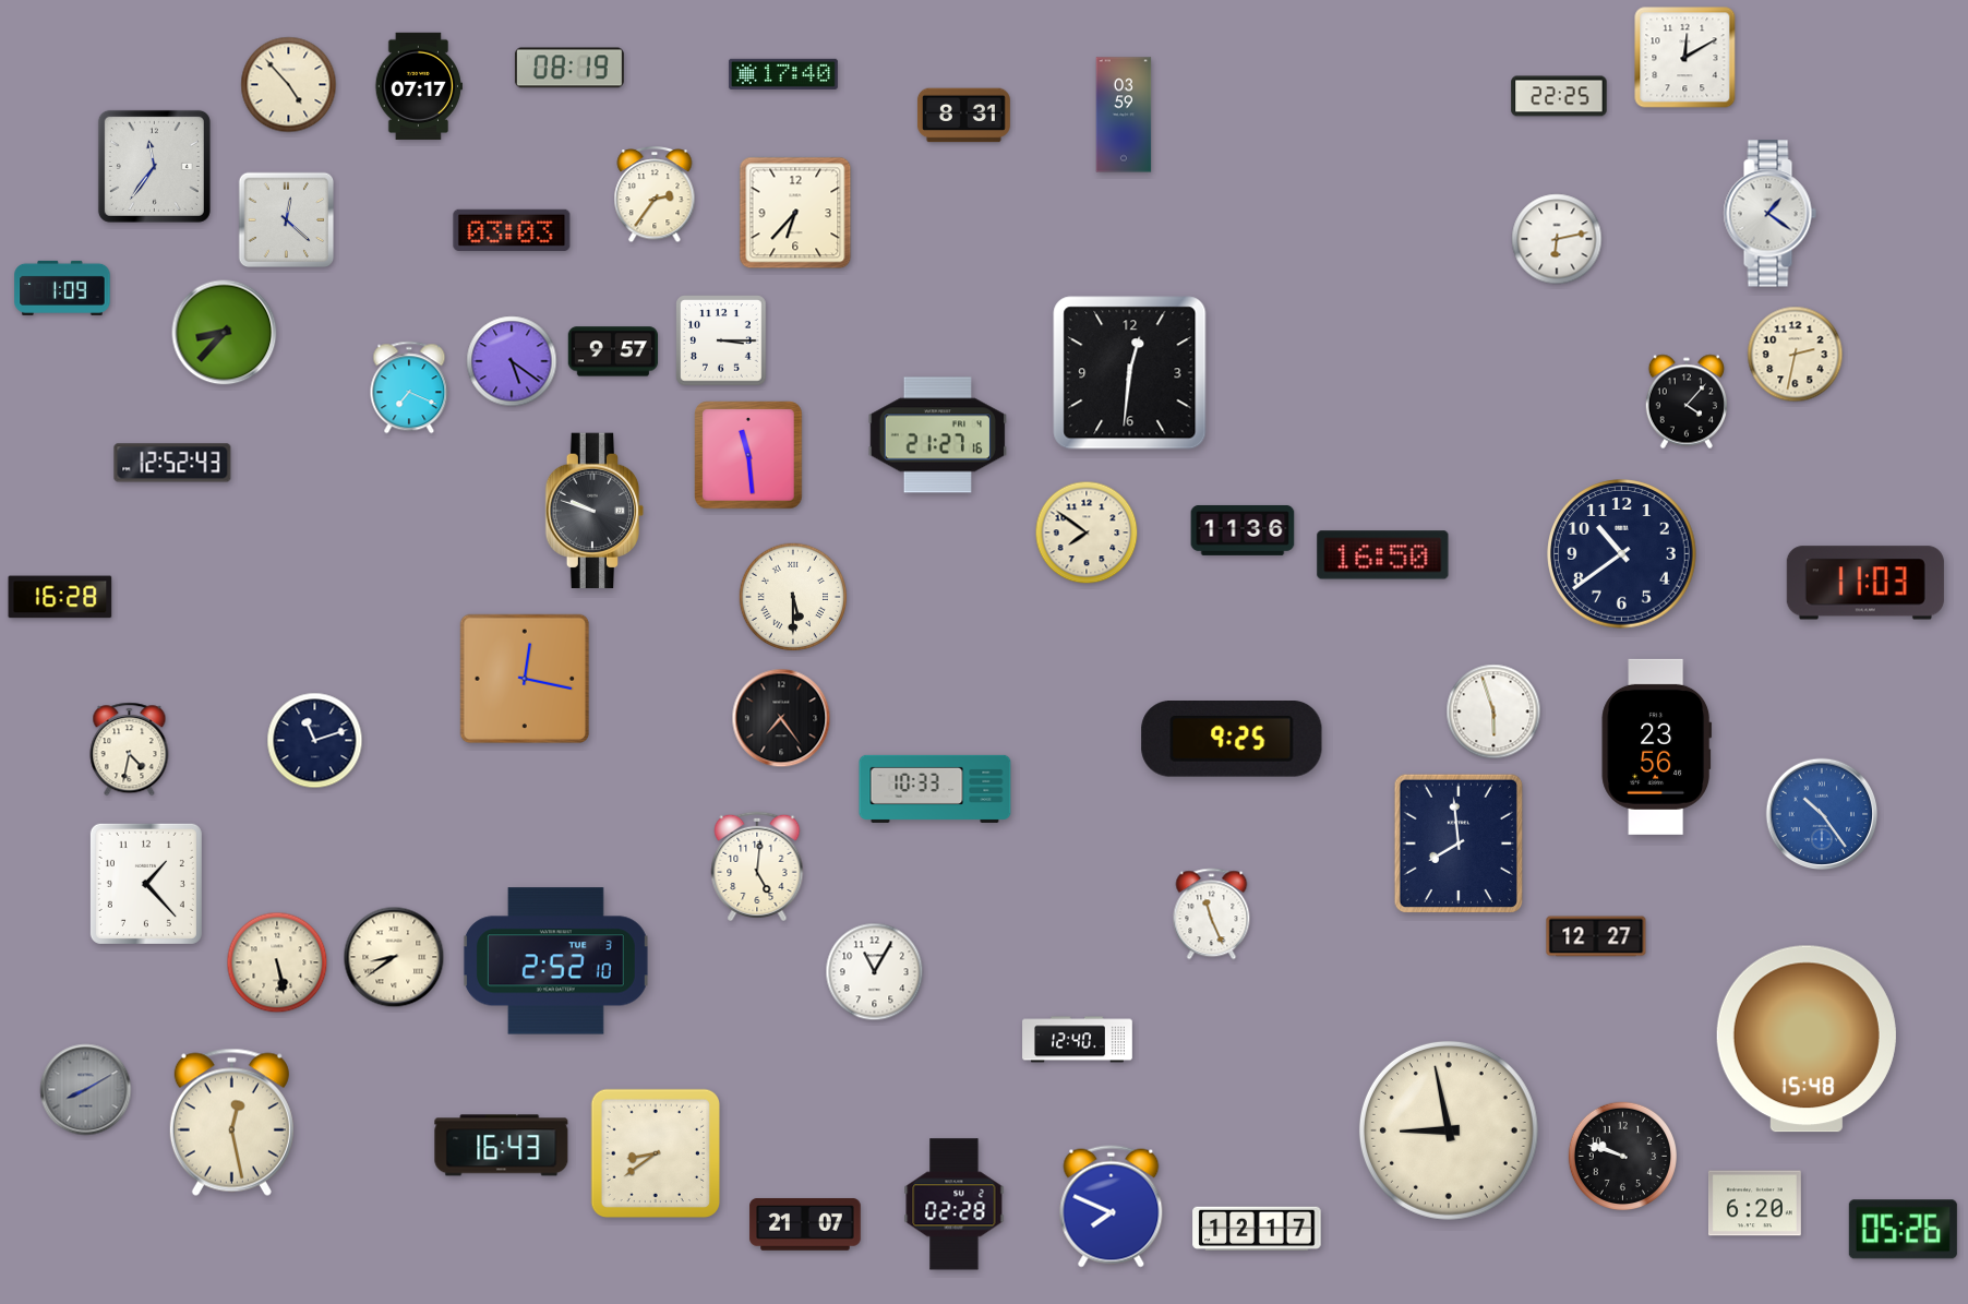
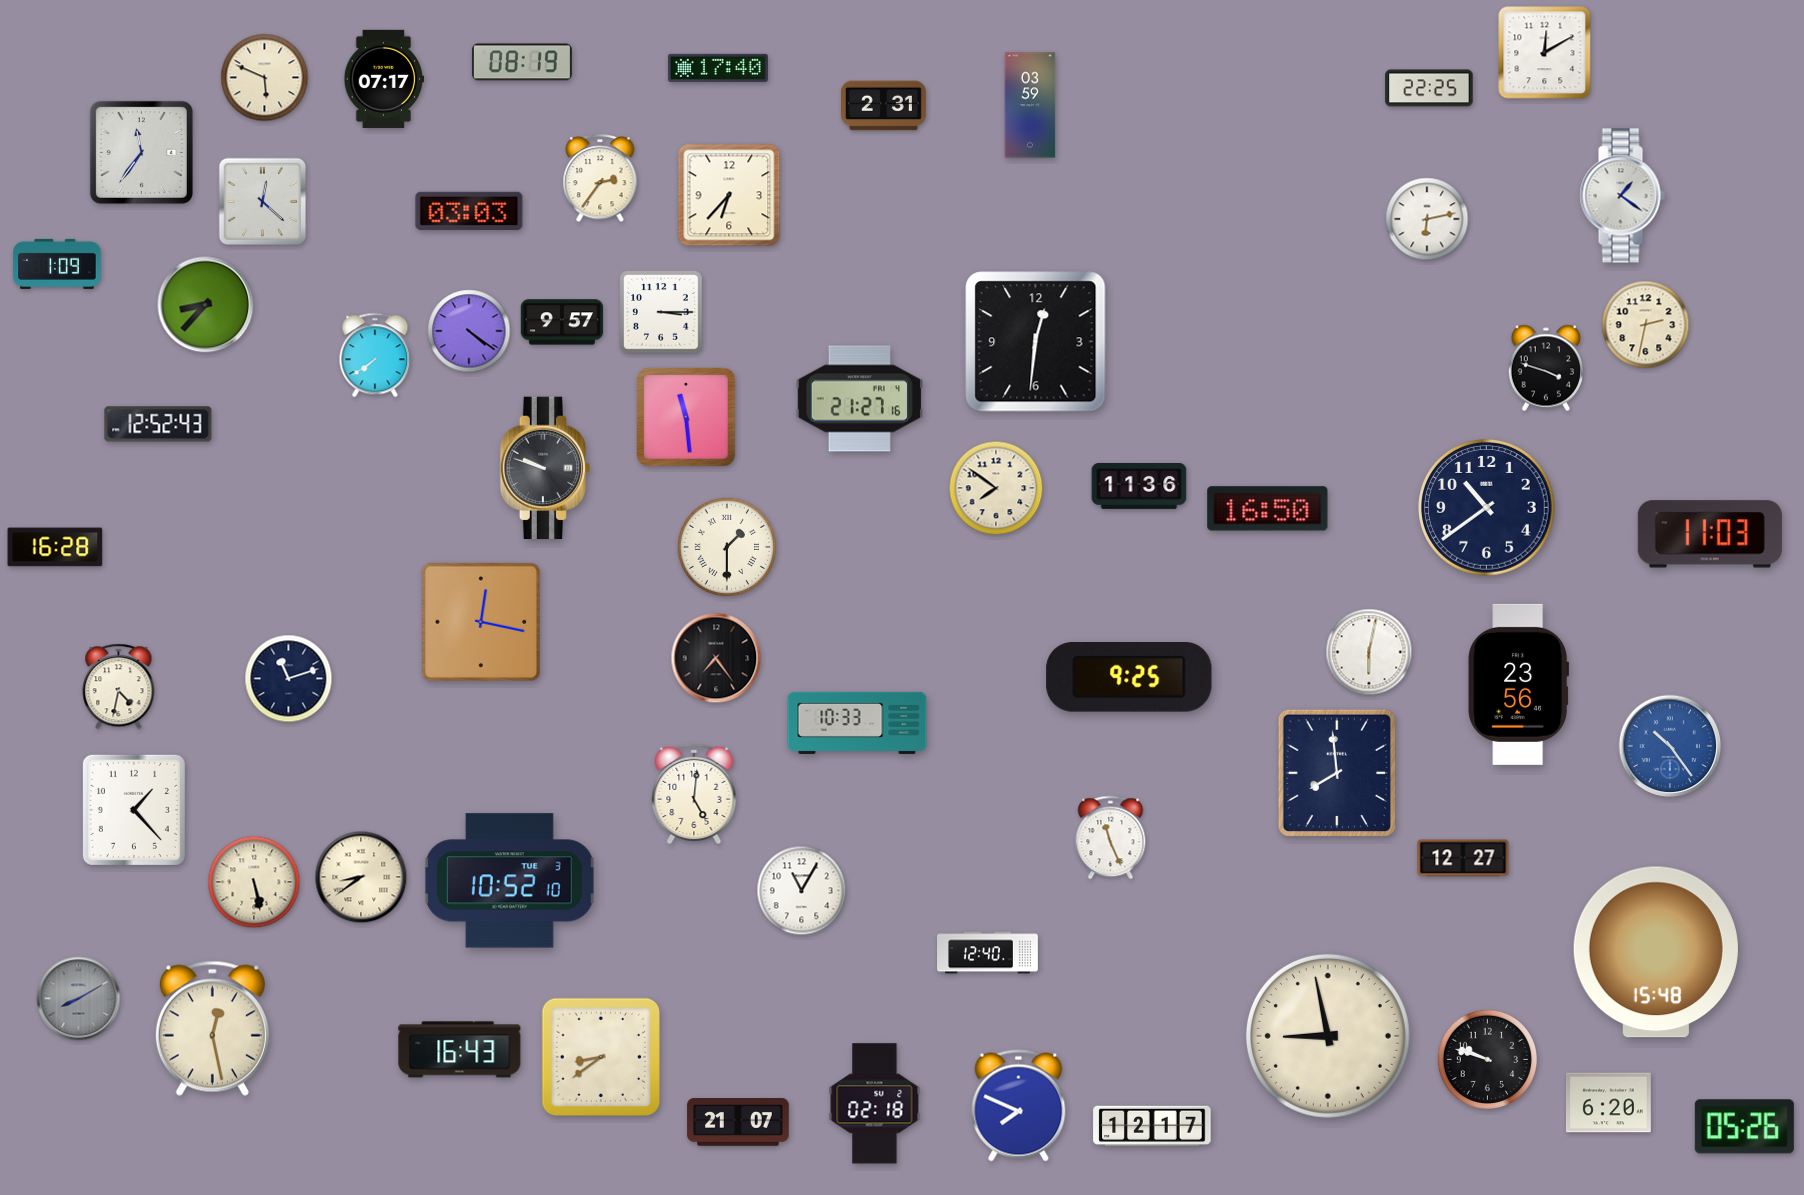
clock at (289, 85): 4:53 -> 5:49
clock at (963, 116): 8:31 -> 2:31
clock at (512, 361): 5:21 -> 4:21
clock at (409, 387): 7:19 -> 7:39
clock at (1685, 402): 4:07 -> 3:48
clock at (793, 597): 5:30 -> 1:30
clock at (1493, 711): 5:57 -> 6:02
clock at (555, 961): 2:52 -> 10:52
clock at (955, 1205): 02:28 -> 02:18
